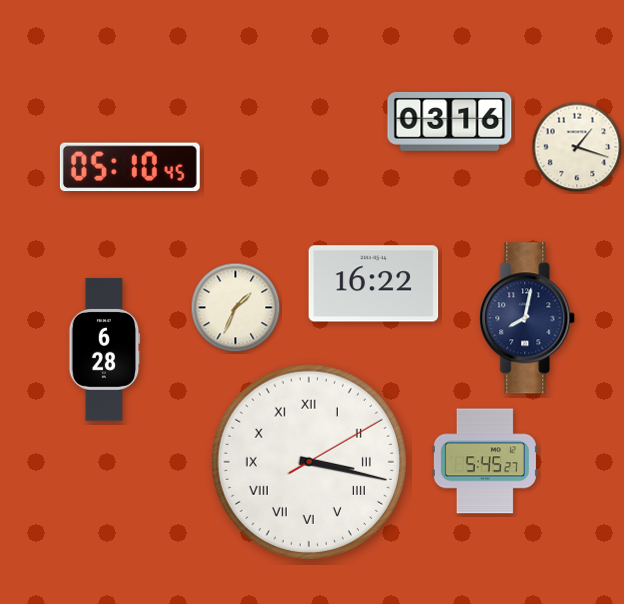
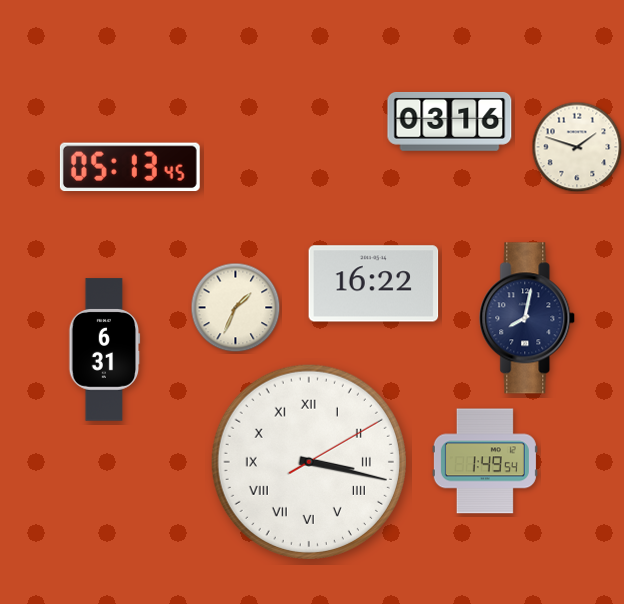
clock at (577, 147): 1:18 -> 1:48
clock at (130, 167): 05:10 -> 05:13
clock at (105, 350): 6:28 -> 6:31
clock at (485, 461): 5:45 -> 1:49
